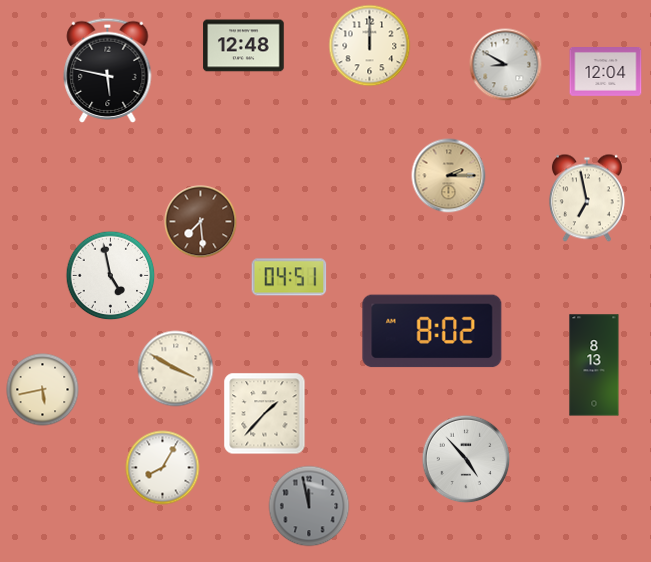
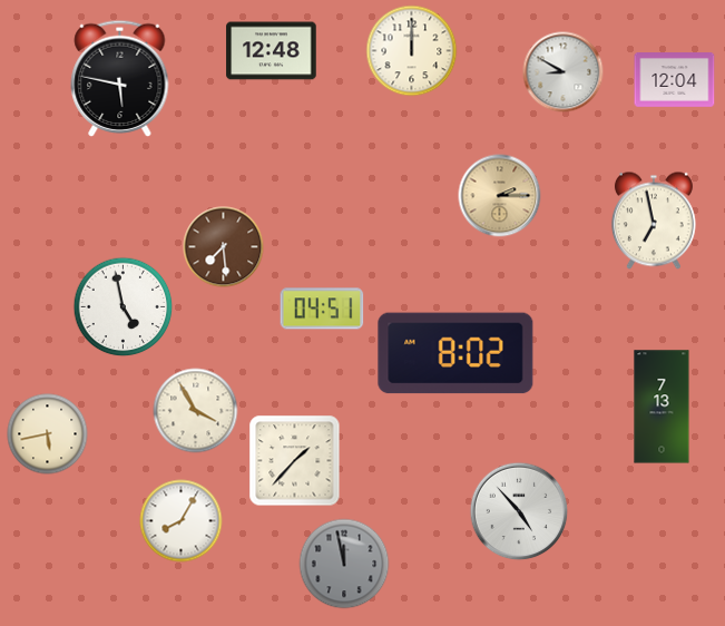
clock at (432, 331) position: (432, 331) -> (455, 353)
clock at (594, 365): 8:13 -> 7:13
clock at (176, 369): 3:50 -> 3:55
